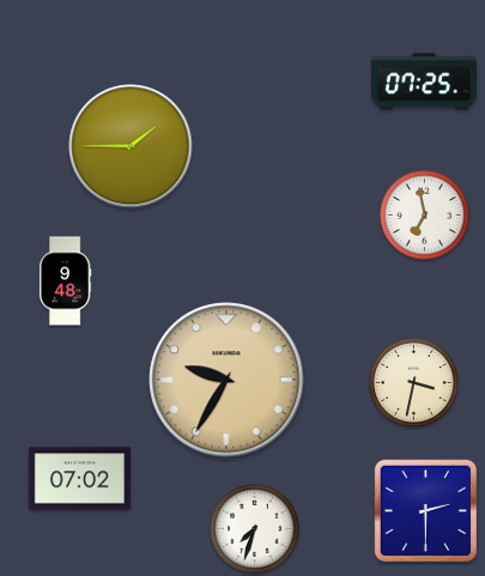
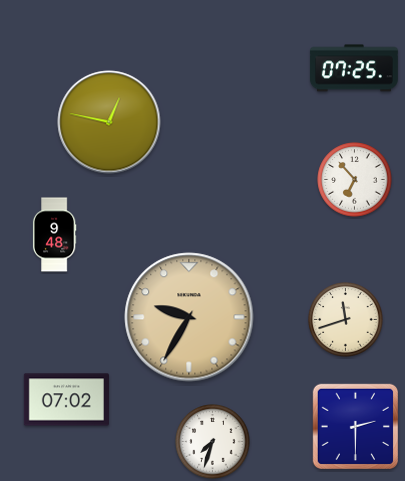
clock at (131, 146): 1:45 -> 12:47
clock at (425, 216): 6:58 -> 6:53
clock at (414, 383): 3:32 -> 11:42
